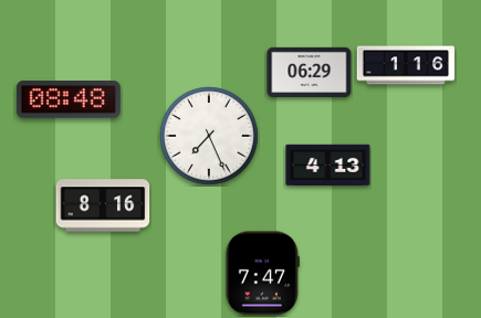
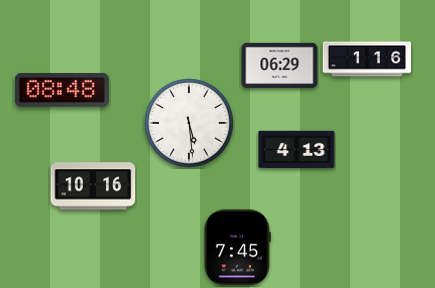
clock at (209, 136): 7:26 -> 5:29
clock at (103, 205): 8:16 -> 10:16
clock at (262, 274): 7:47 -> 7:45
